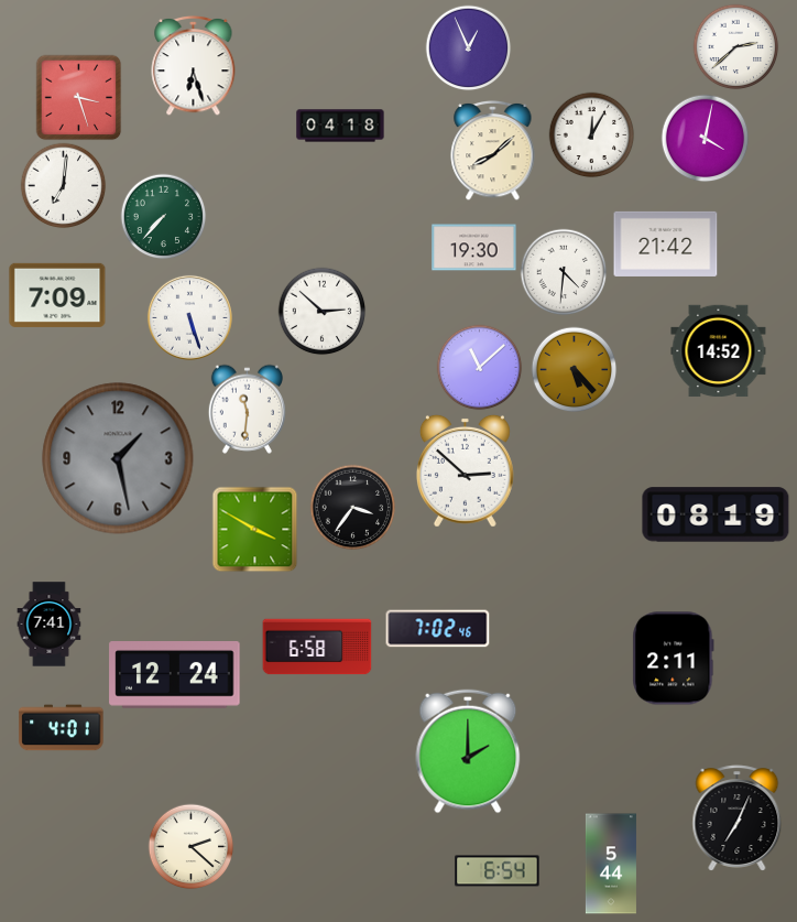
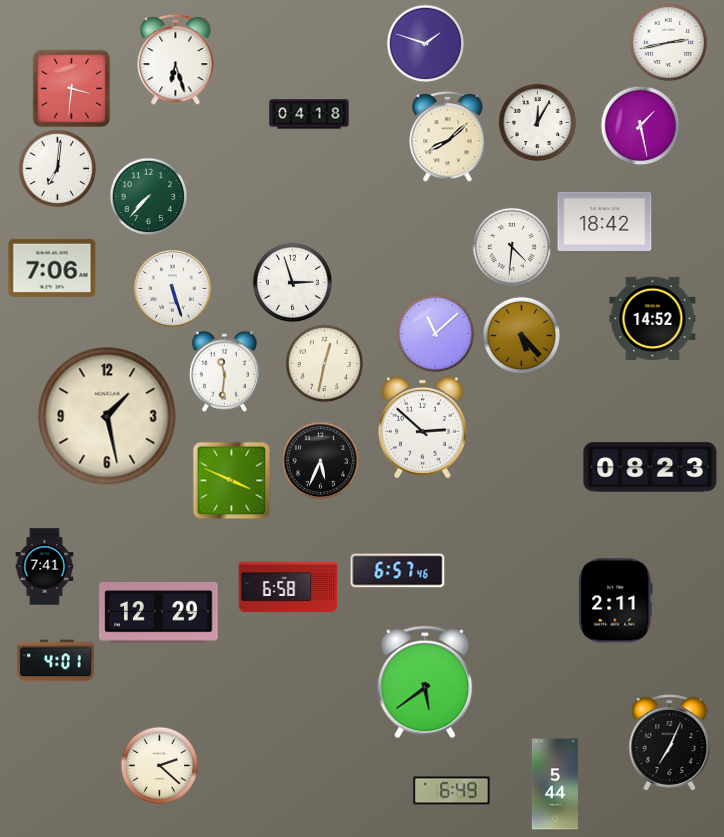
clock at (735, 46): 2:38 -> 2:43
clock at (468, 47): 12:56 -> 1:48
clock at (78, 97): 3:27 -> 3:31
clock at (705, 138): 4:02 -> 1:28
clock at (666, 243): 21:42 -> 18:42
clock at (474, 248): 19:30 -> none
clock at (57, 295): 7:09 -> 7:06
clock at (321, 311): 2:52 -> 2:57
clock at (324, 363): none -> 12:32
clock at (118, 458) dial: grey -> cream
clock at (352, 507): 3:36 -> 5:34
clock at (716, 514): 08:19 -> 08:23
clock at (254, 529): 3:50 -> 3:49
clock at (438, 629): 7:02 -> 6:57
clock at (674, 659) position: (674, 659) -> (616, 601)
clock at (175, 675): 12:24 -> 12:29
clock at (468, 751): 2:00 -> 5:39
clock at (190, 846) position: (190, 846) -> (159, 765)
clock at (498, 871): 6:54 -> 6:49
